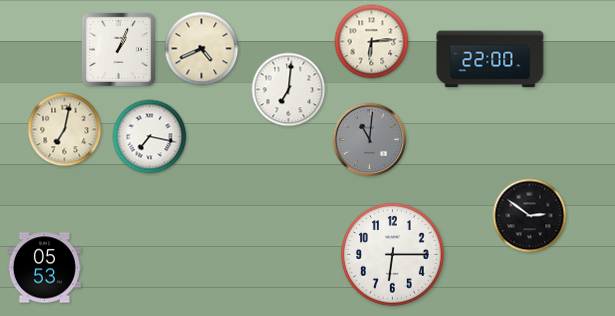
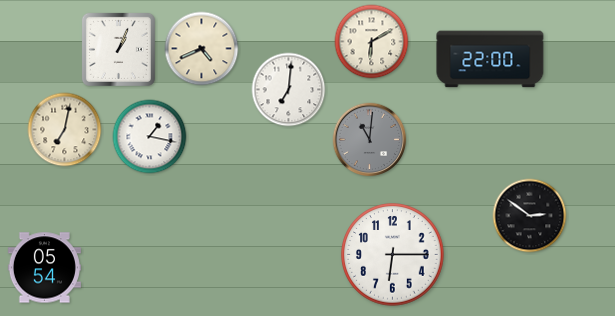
clock at (372, 42): 6:14 -> 6:10
clock at (150, 137): 7:17 -> 1:17
clock at (44, 268): 05:53 -> 05:54
